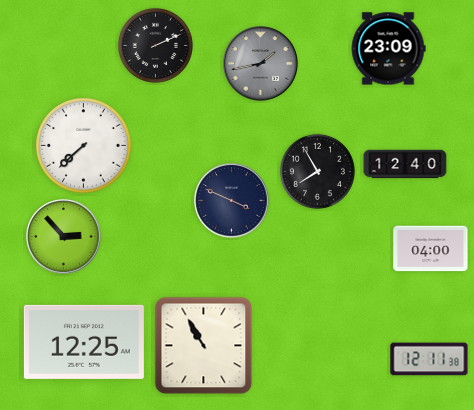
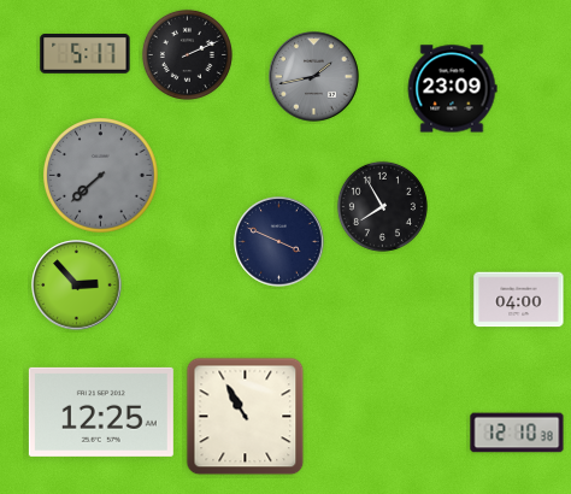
clock at (86, 54): none -> 5:17
clock at (388, 49) position: (388, 49) -> (452, 89)
clock at (84, 146) dial: white -> grey
clock at (405, 164): 12:40 -> none
clock at (429, 359): 12:11 -> 12:10
